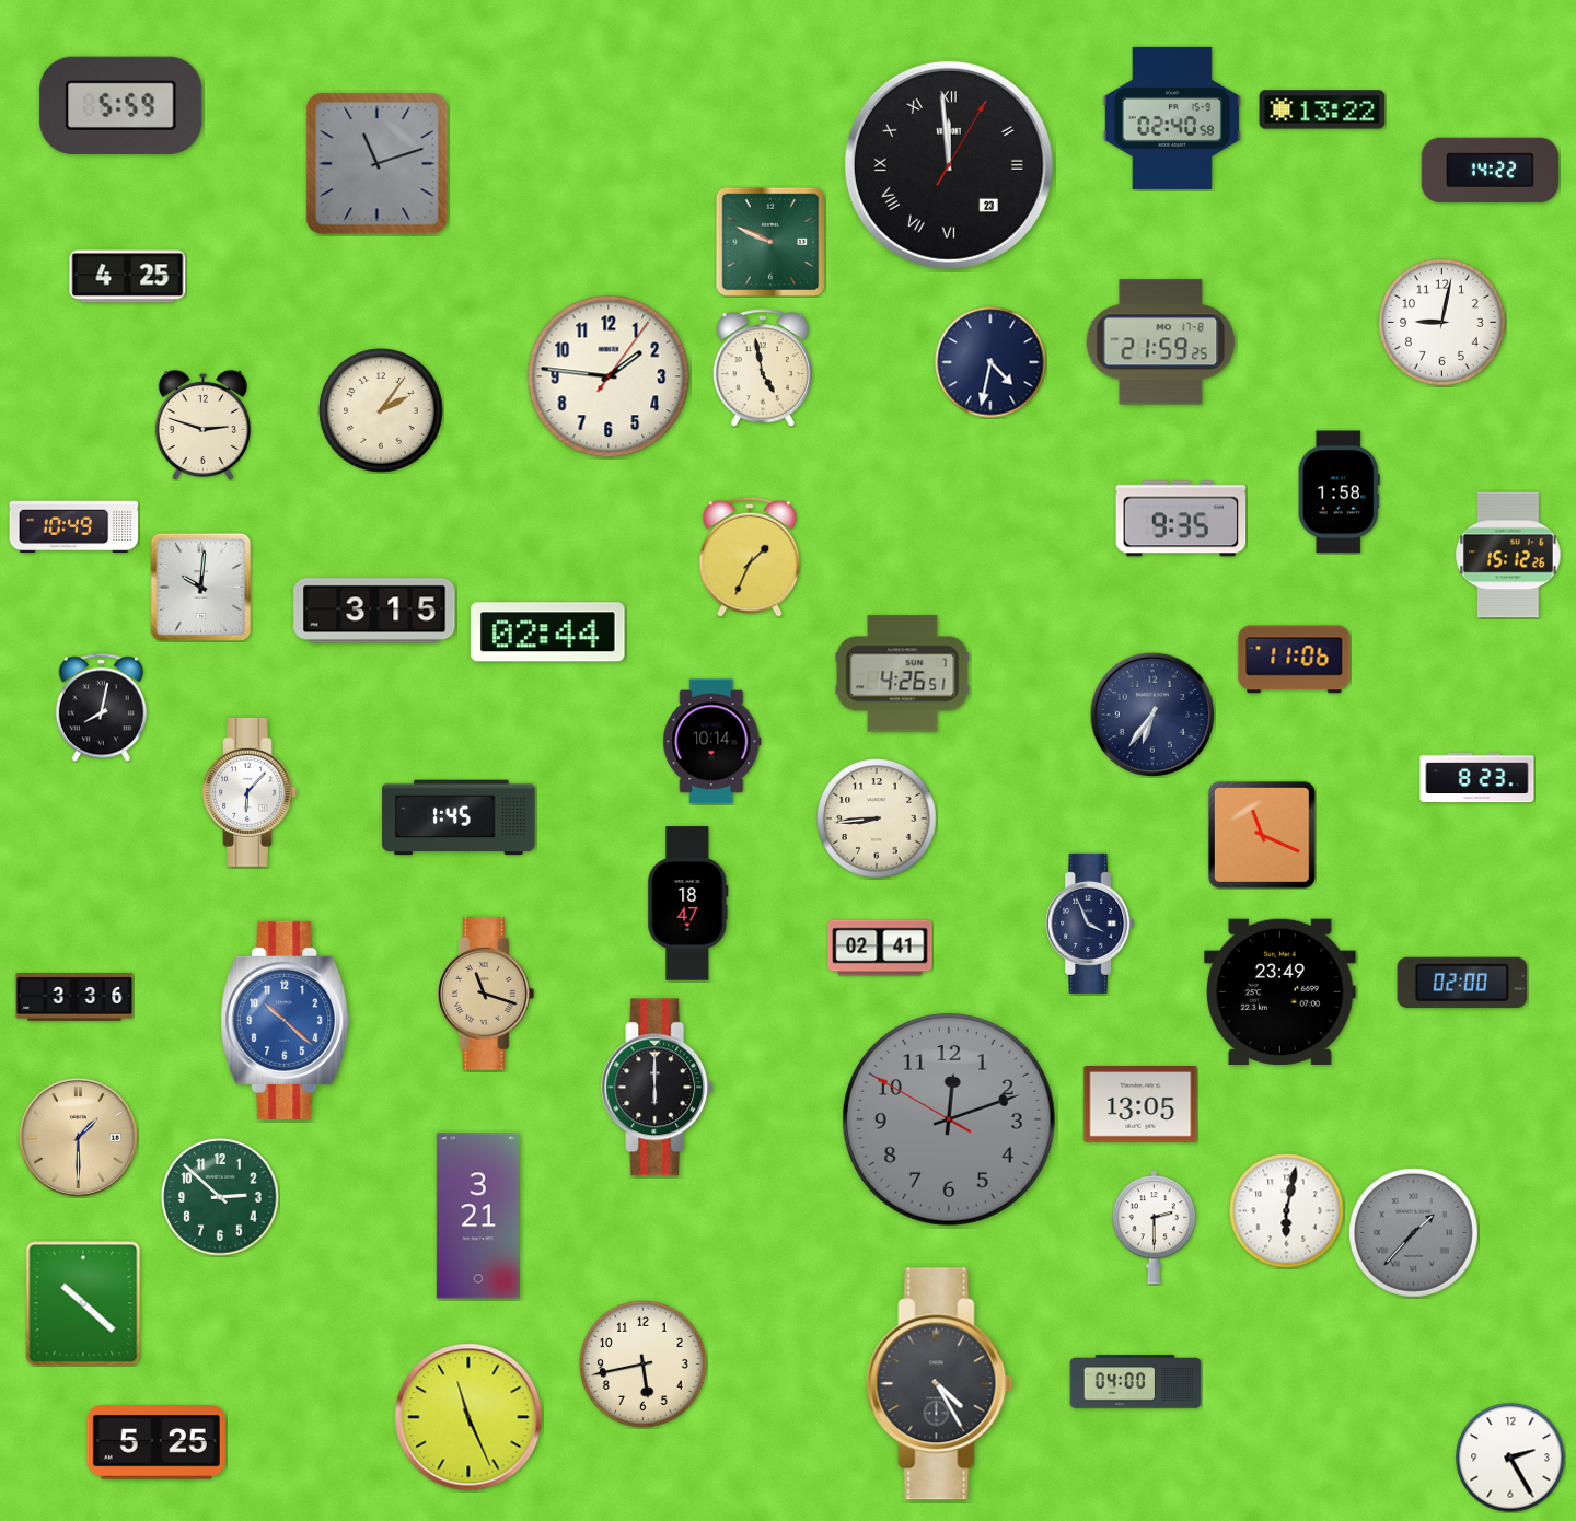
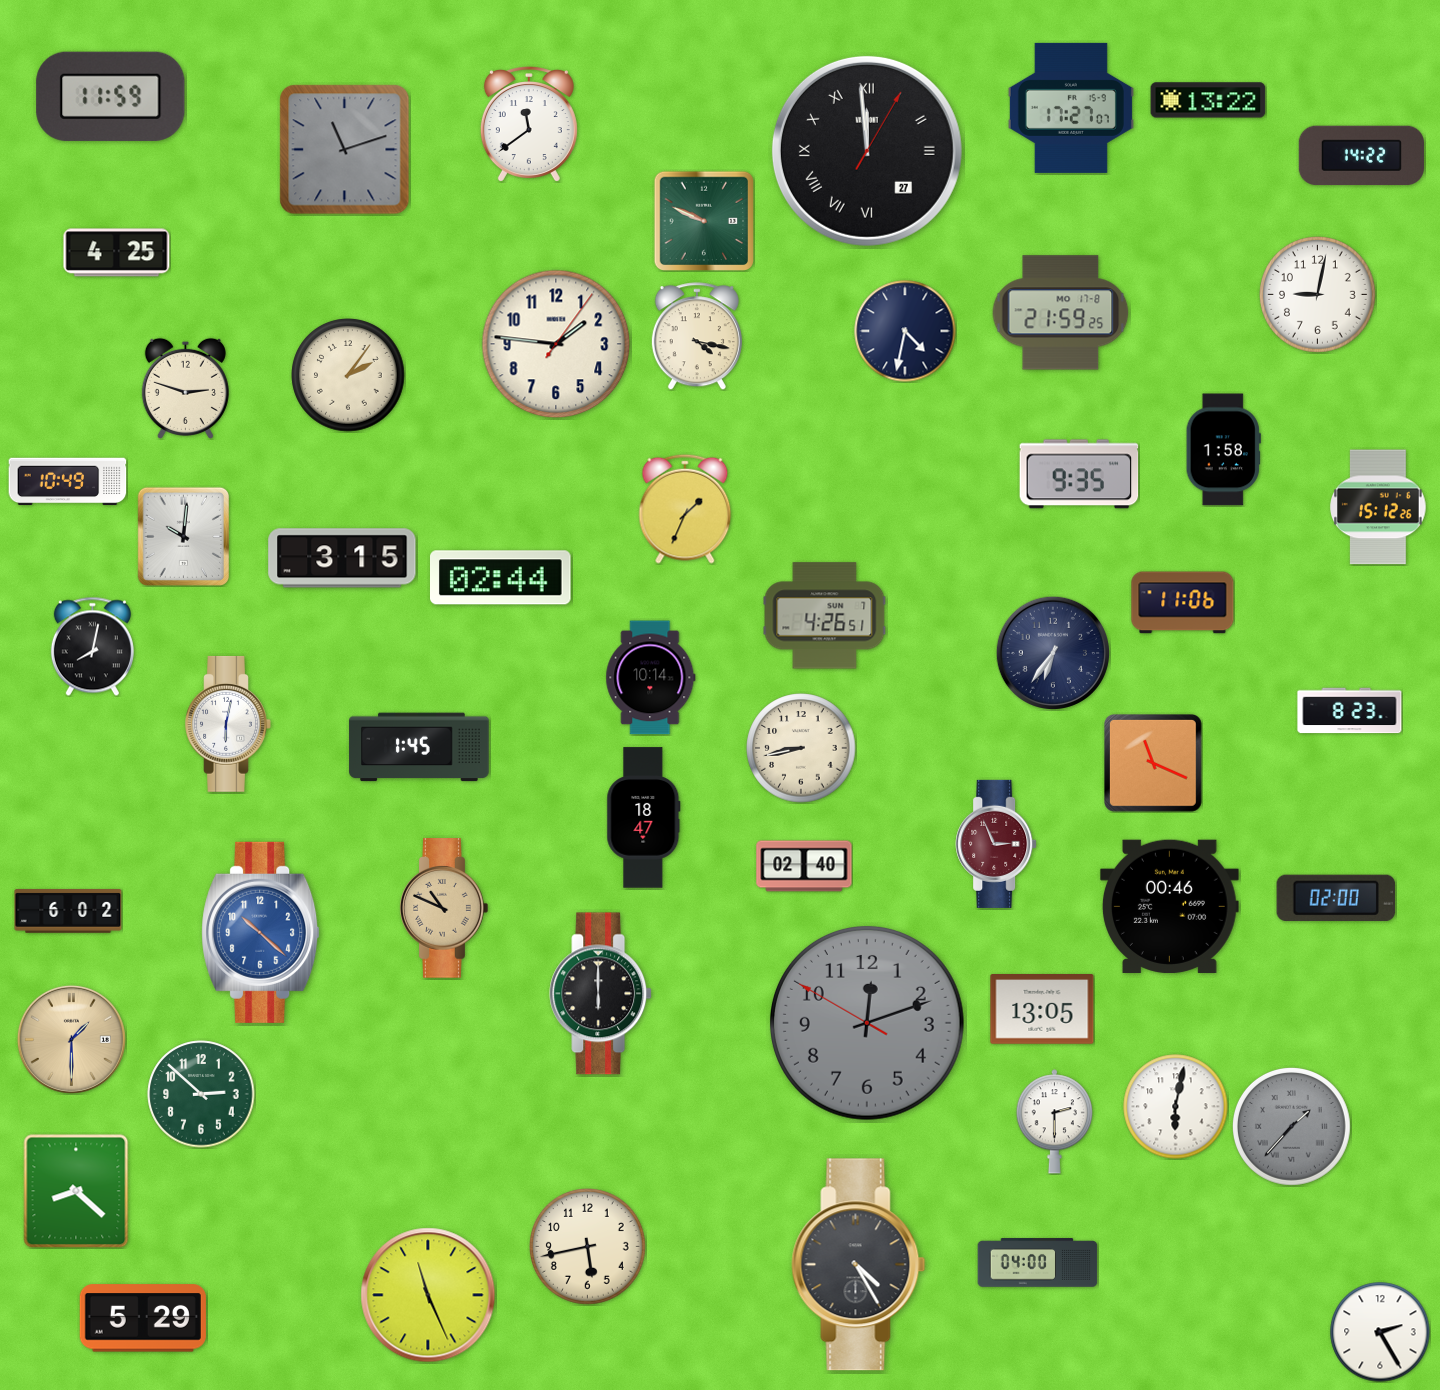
clock at (121, 105): 5:59 -> 11:59
clock at (1172, 118): 02:40 -> 17:27
clock at (529, 124): none -> 11:39
clock at (949, 165) date: 23 -> 27
clock at (763, 368): 4:58 -> 4:17
clock at (250, 792): 6:07 -> 6:02
clock at (877, 818): 8:44 -> 8:43
clock at (688, 904) position: (688, 904) -> (644, 818)
clock at (1090, 924): 3:56 -> 2:56
clock at (1090, 924) dial: navy -> burgundy
clock at (880, 948): 02:41 -> 02:40
clock at (1281, 991): 23:49 -> 00:46
clock at (486, 994): 11:18 -> 10:49
clock at (74, 998): 3:36 -> 6:02
clock at (478, 1216): 3:21 -> none
clock at (83, 1303): 10:22 -> 8:22
clock at (157, 1442): 5:25 -> 5:29
